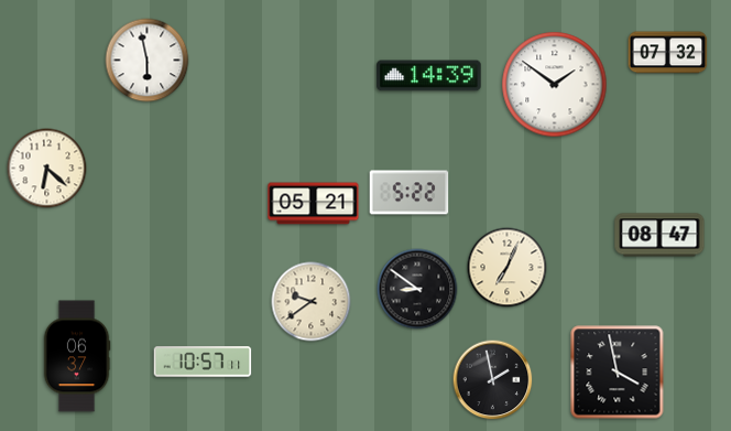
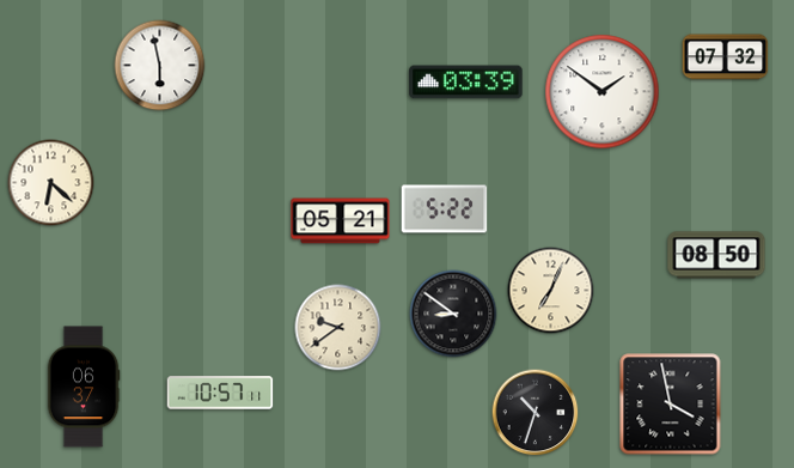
clock at (429, 76): 14:39 -> 03:39
clock at (659, 235): 08:47 -> 08:50
clock at (493, 380): 1:58 -> 10:33
